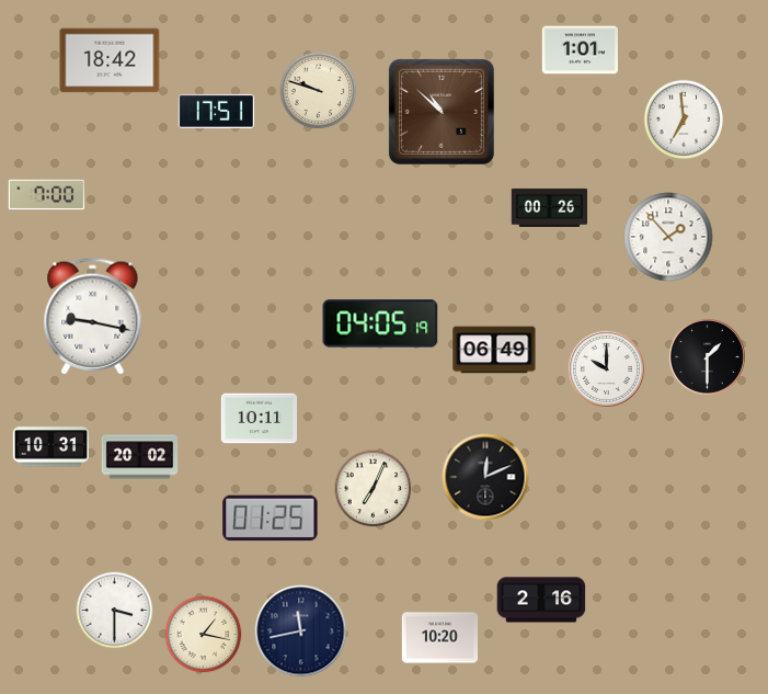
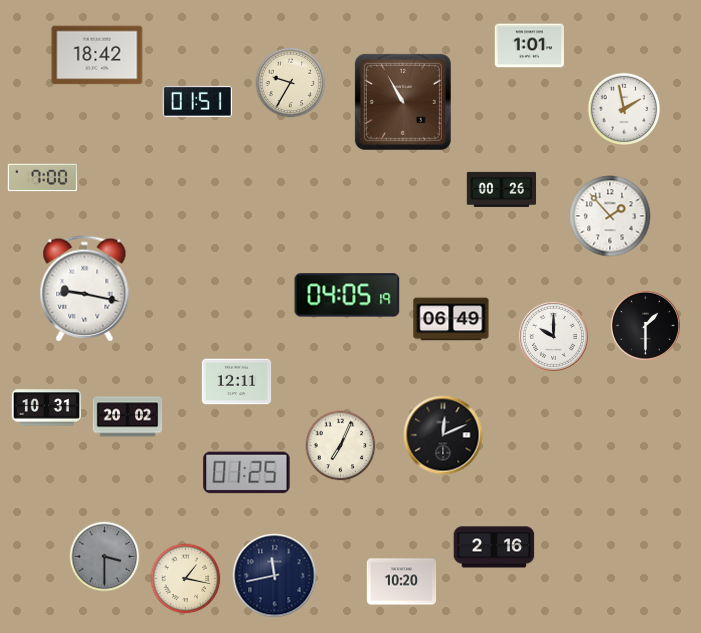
clock at (110, 60) position: (110, 60) -> (97, 55)
clock at (319, 91): 9:48 -> 9:35
clock at (216, 111): 17:51 -> 01:51
clock at (442, 112): 10:52 -> 10:55
clock at (684, 120): 6:59 -> 1:58
clock at (260, 419): 10:11 -> 12:11
clock at (115, 611) dial: white -> grey
